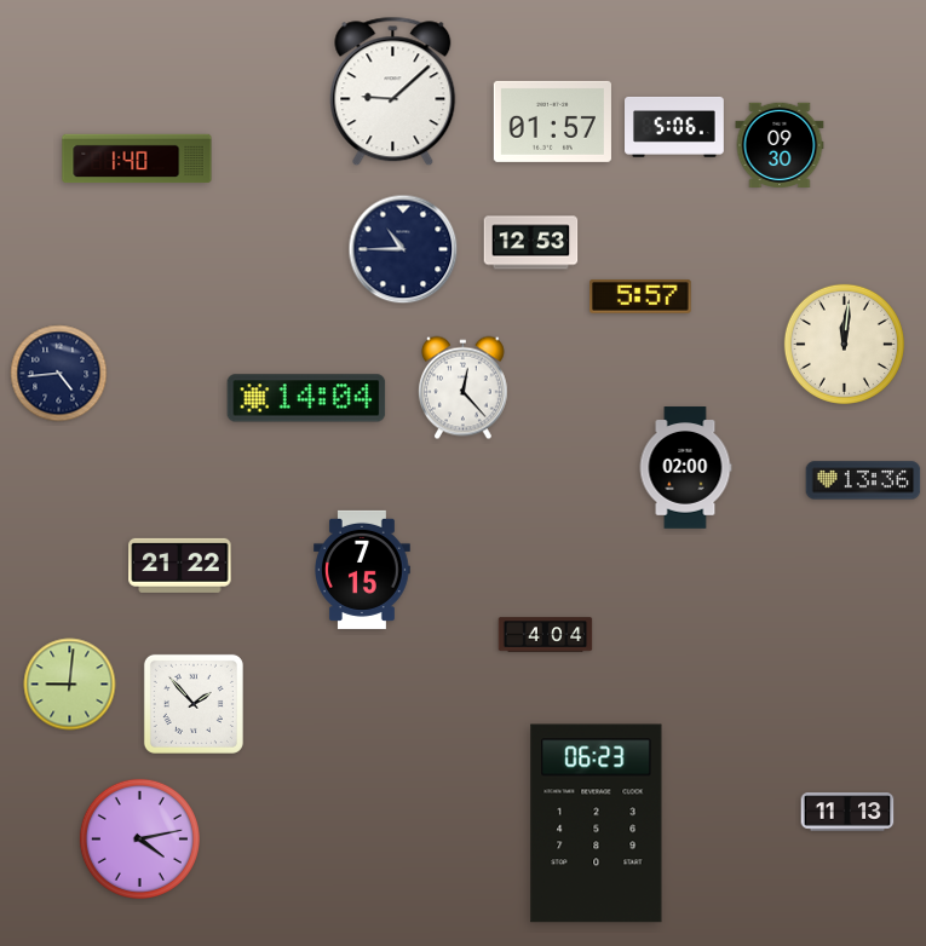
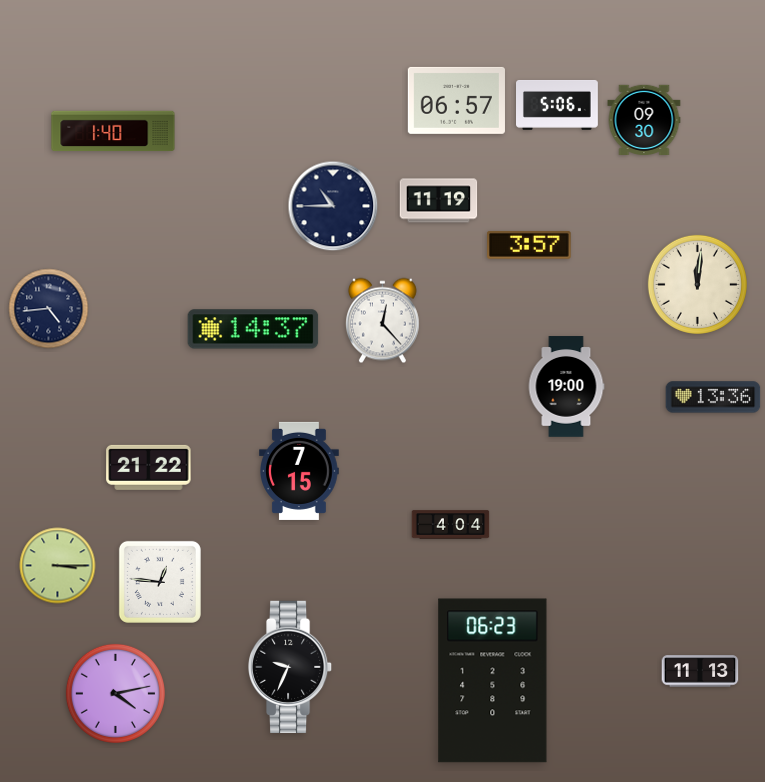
clock at (393, 92): 9:08 -> none
clock at (552, 121): 01:57 -> 06:57
clock at (531, 243): 12:53 -> 11:19
clock at (640, 296): 5:57 -> 3:57
clock at (306, 398): 14:04 -> 14:37
clock at (685, 468): 02:00 -> 19:00
clock at (70, 685): 9:01 -> 3:15
clock at (194, 704): 1:53 -> 12:46
clock at (291, 666): none -> 9:34
